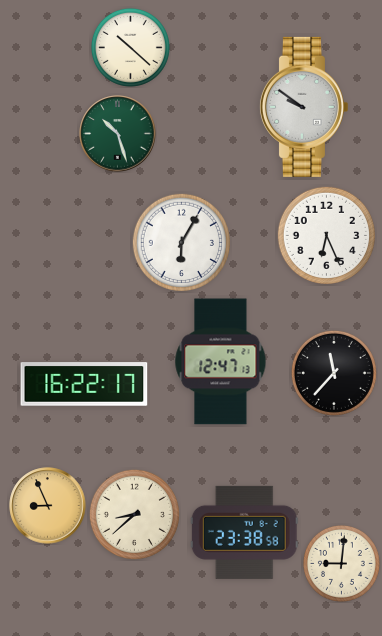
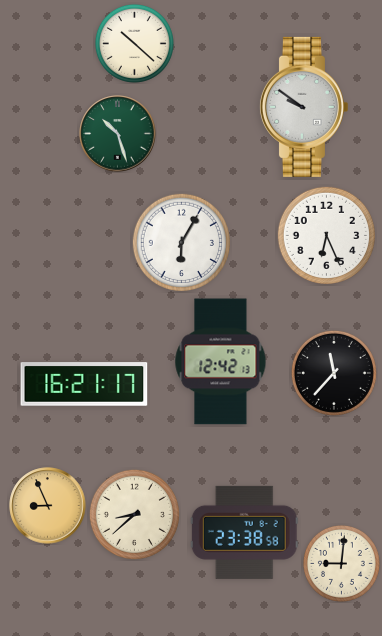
clock at (130, 47) position: (130, 47) -> (134, 43)
clock at (221, 362): 12:47 -> 12:42
clock at (84, 384): 16:22 -> 16:21
